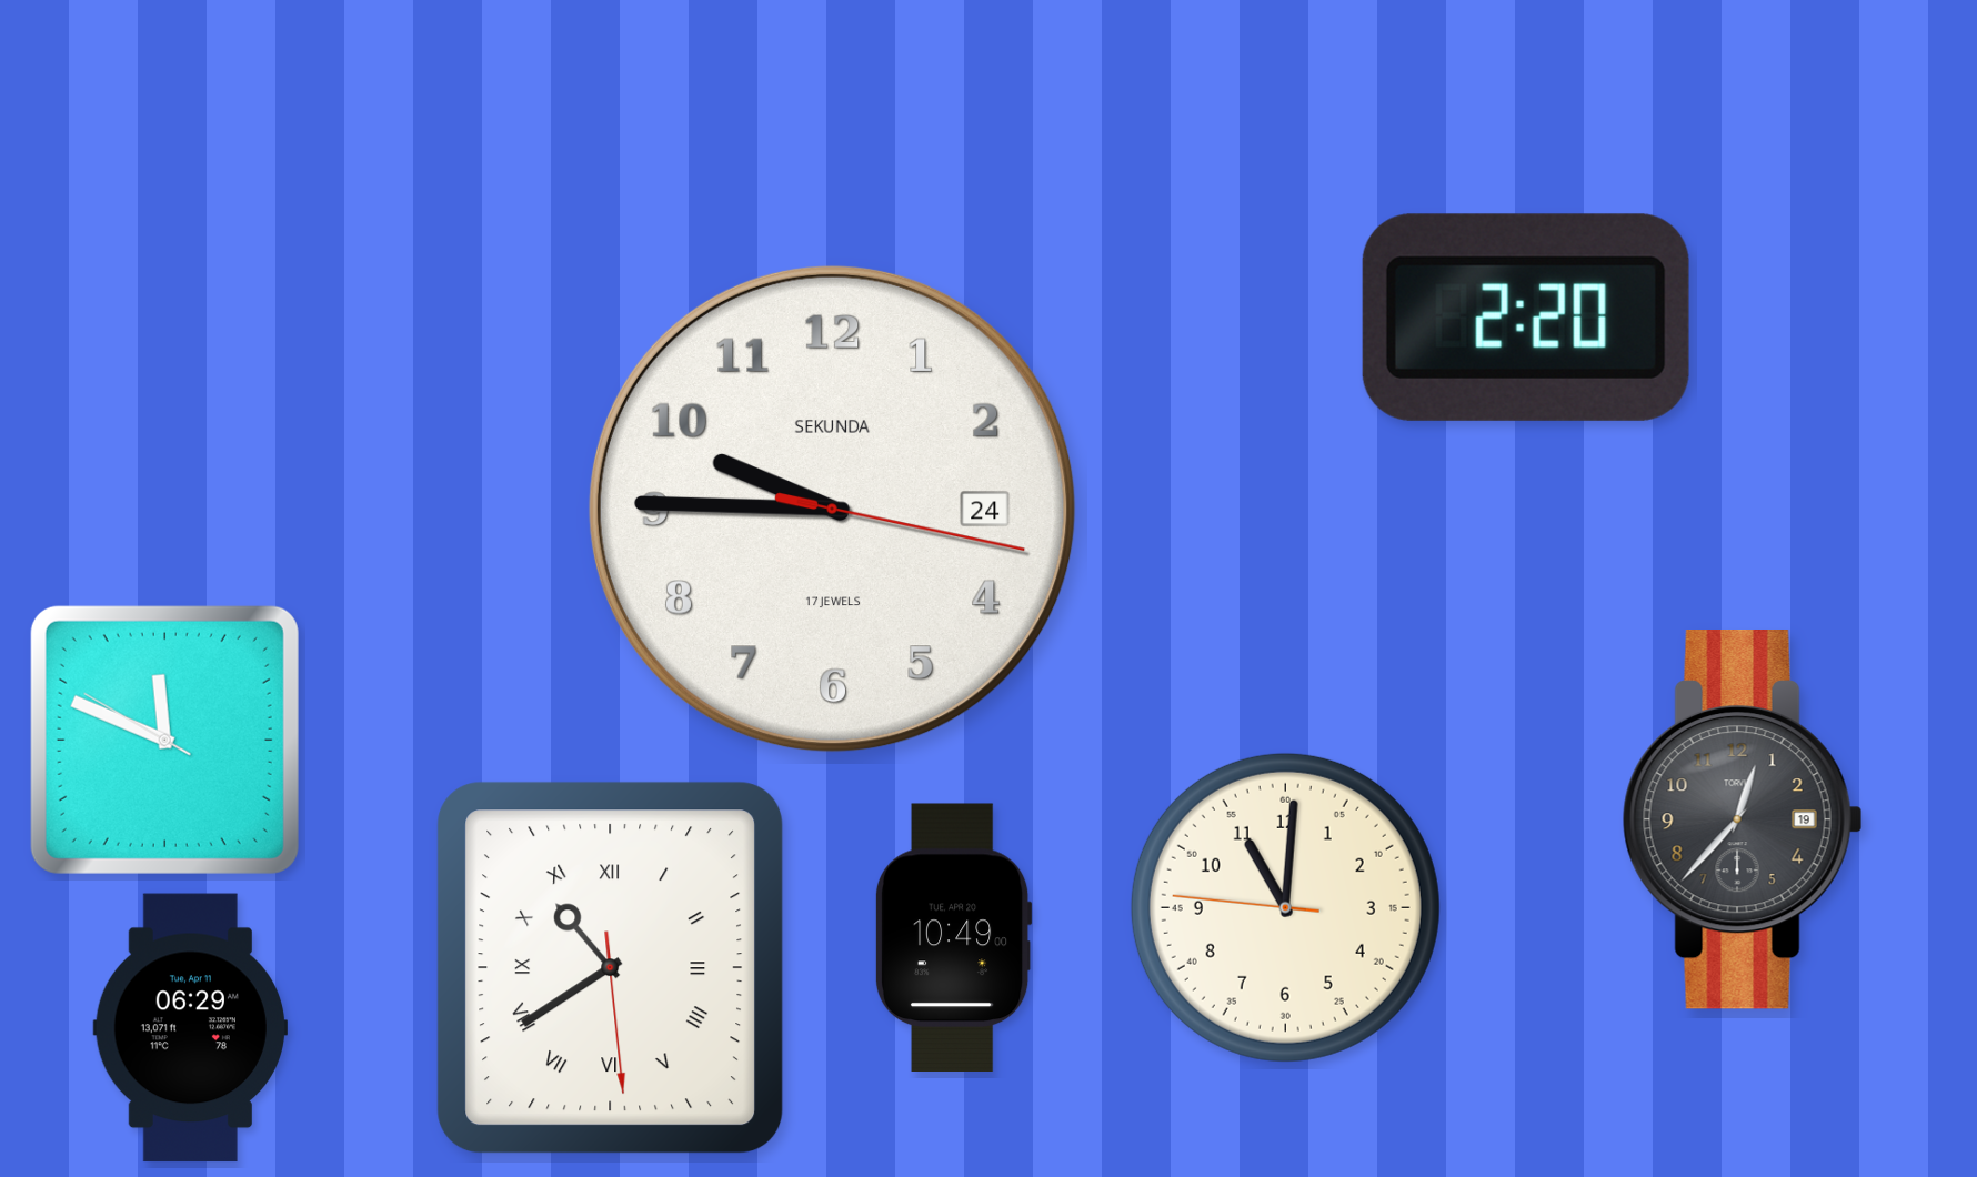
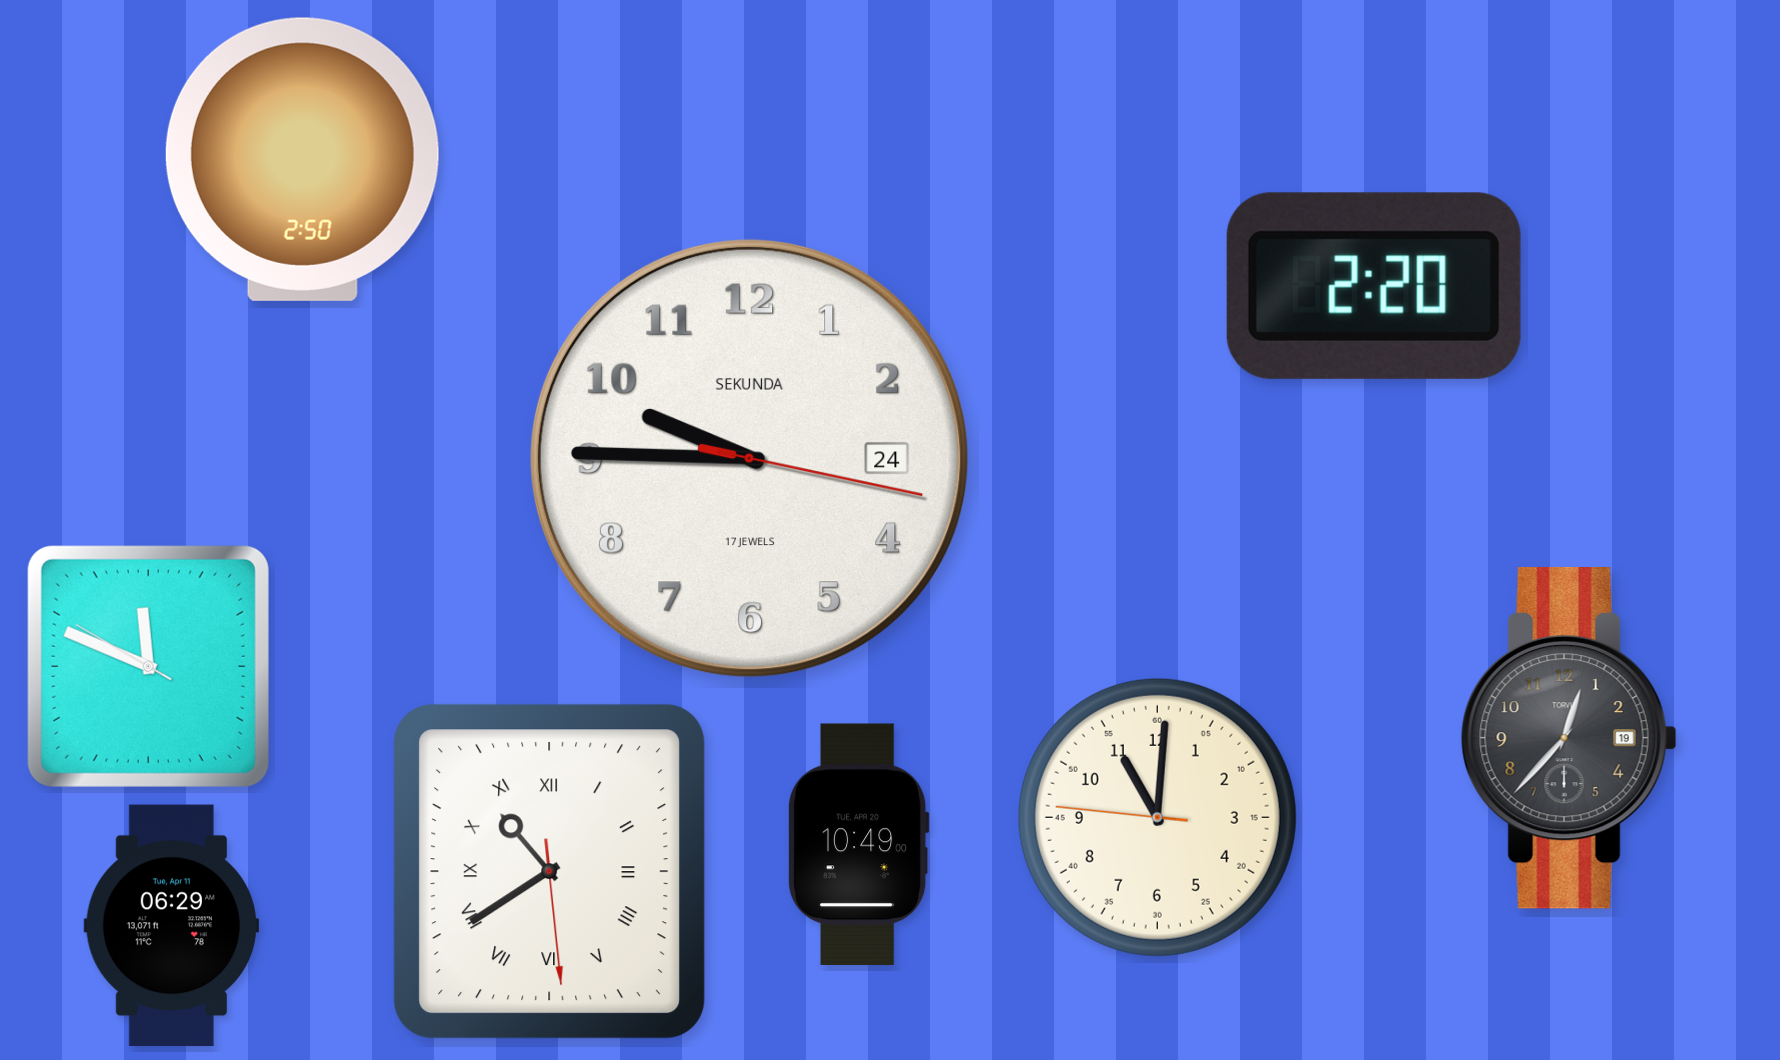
clock at (302, 159): none -> 2:50
